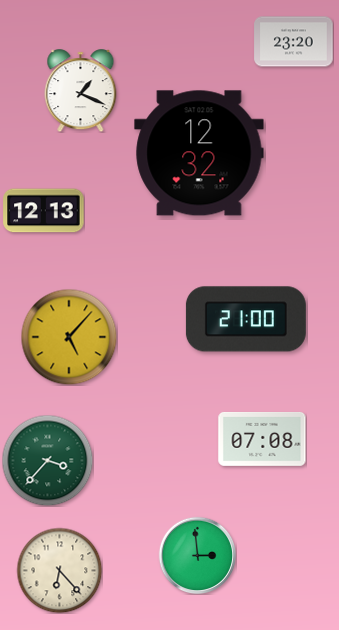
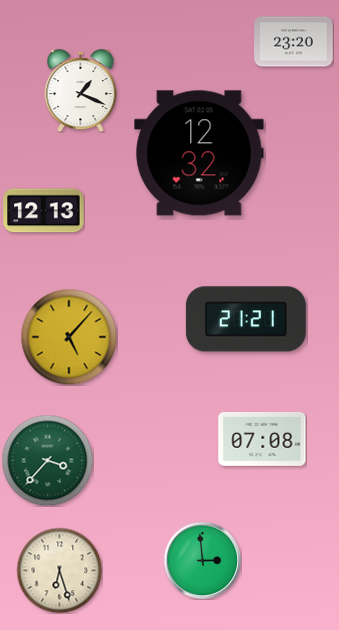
clock at (246, 319): 21:00 -> 21:21
clock at (197, 555) position: (197, 555) -> (202, 560)
clock at (59, 570): 6:23 -> 6:27
